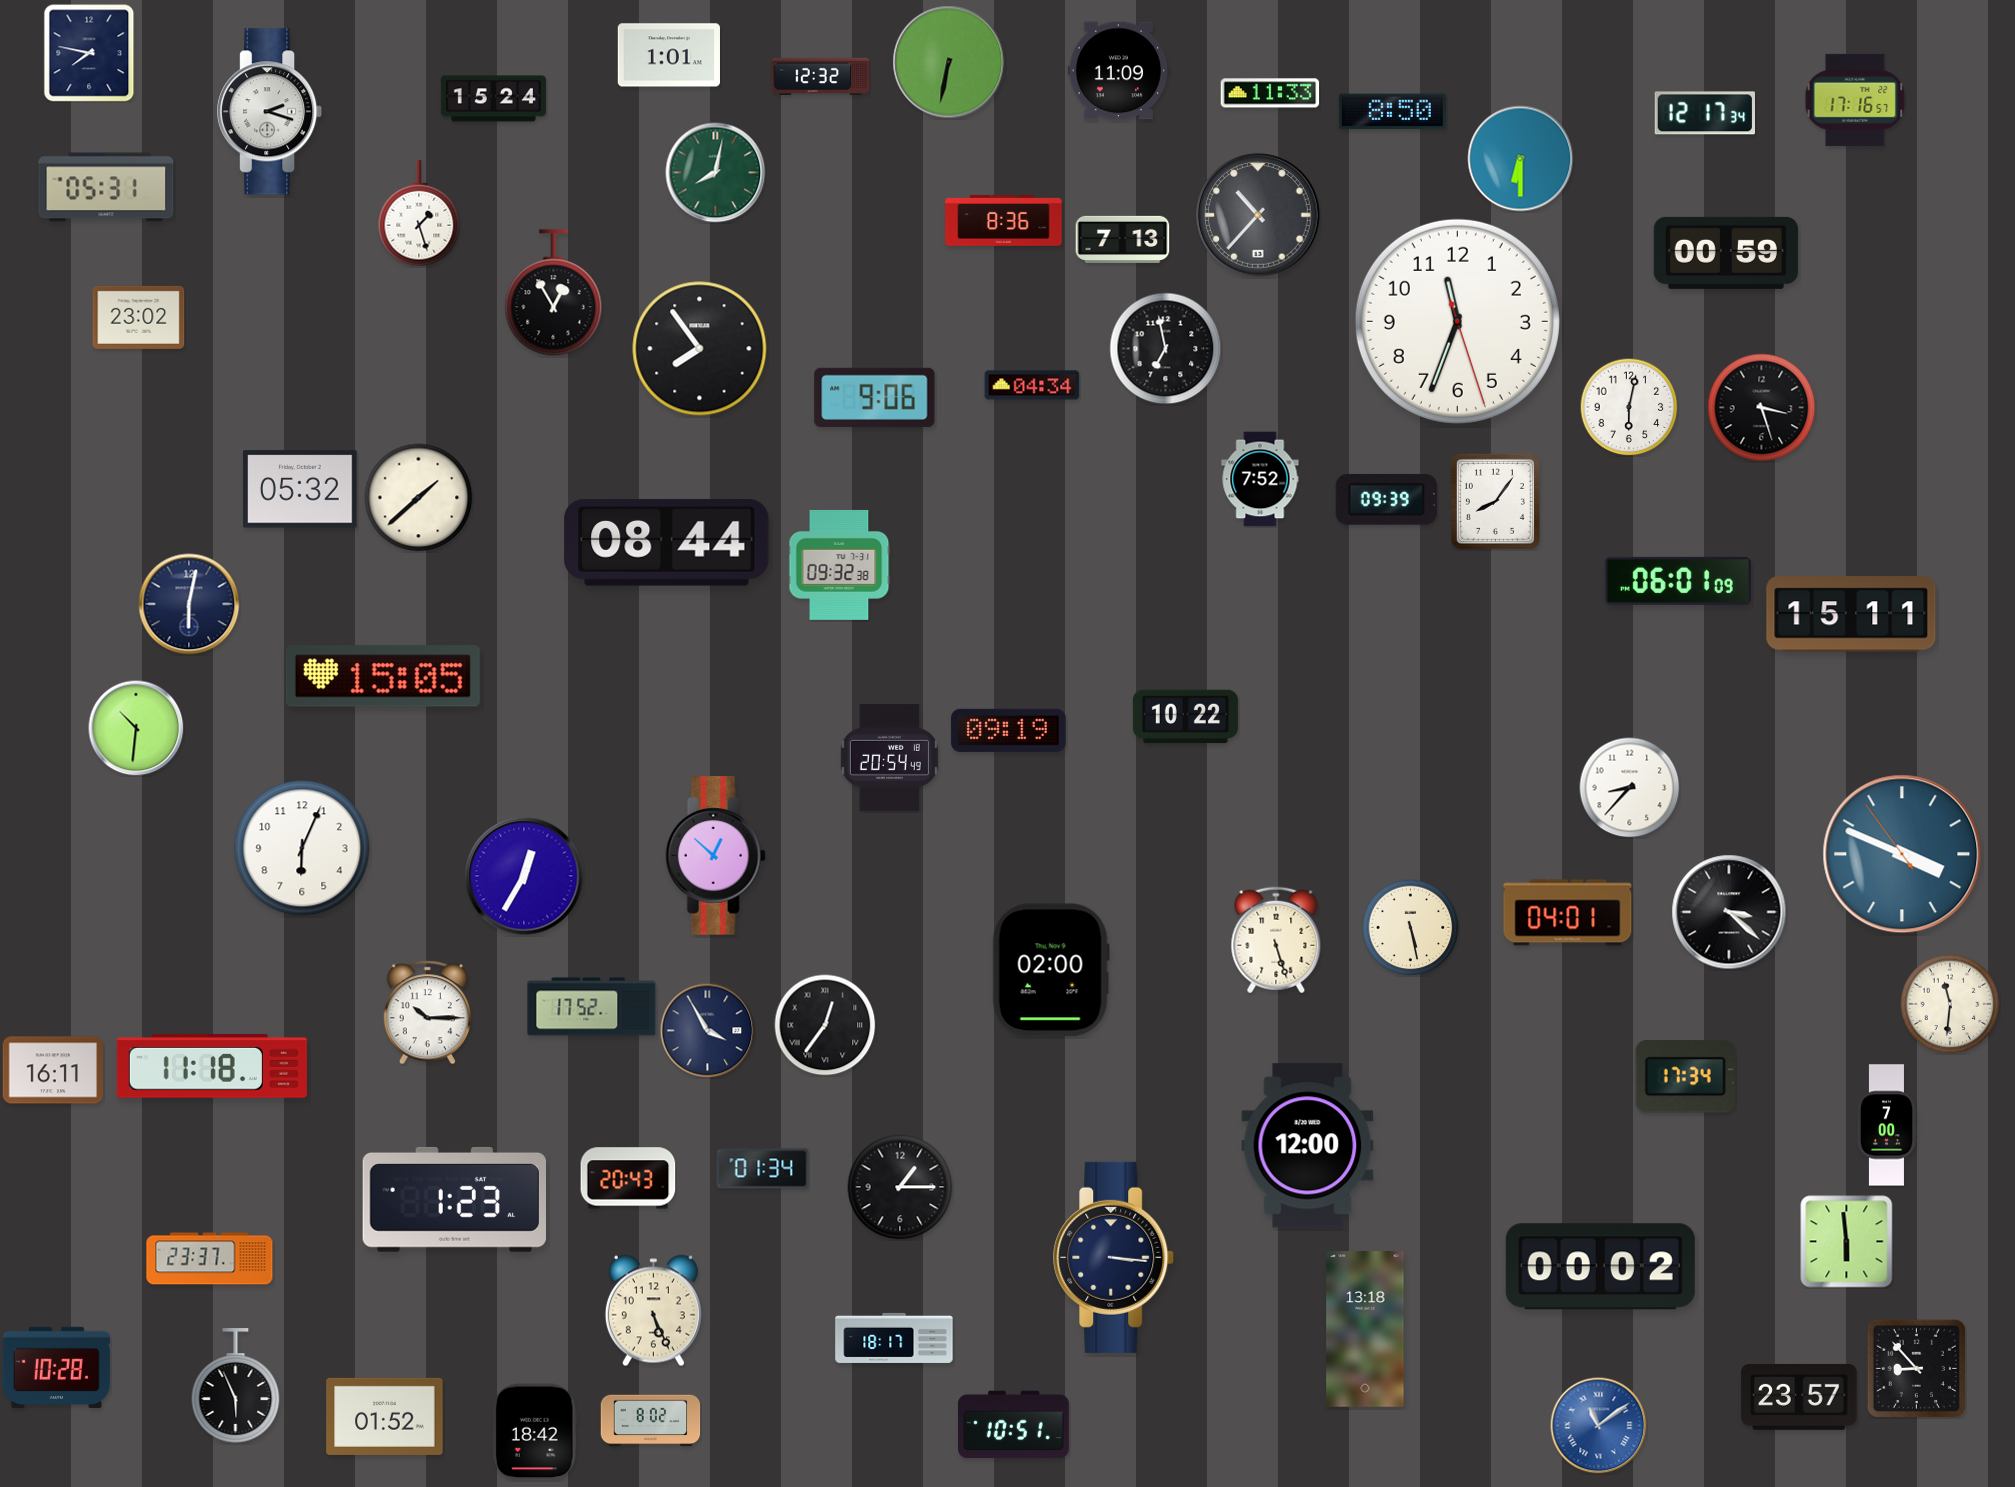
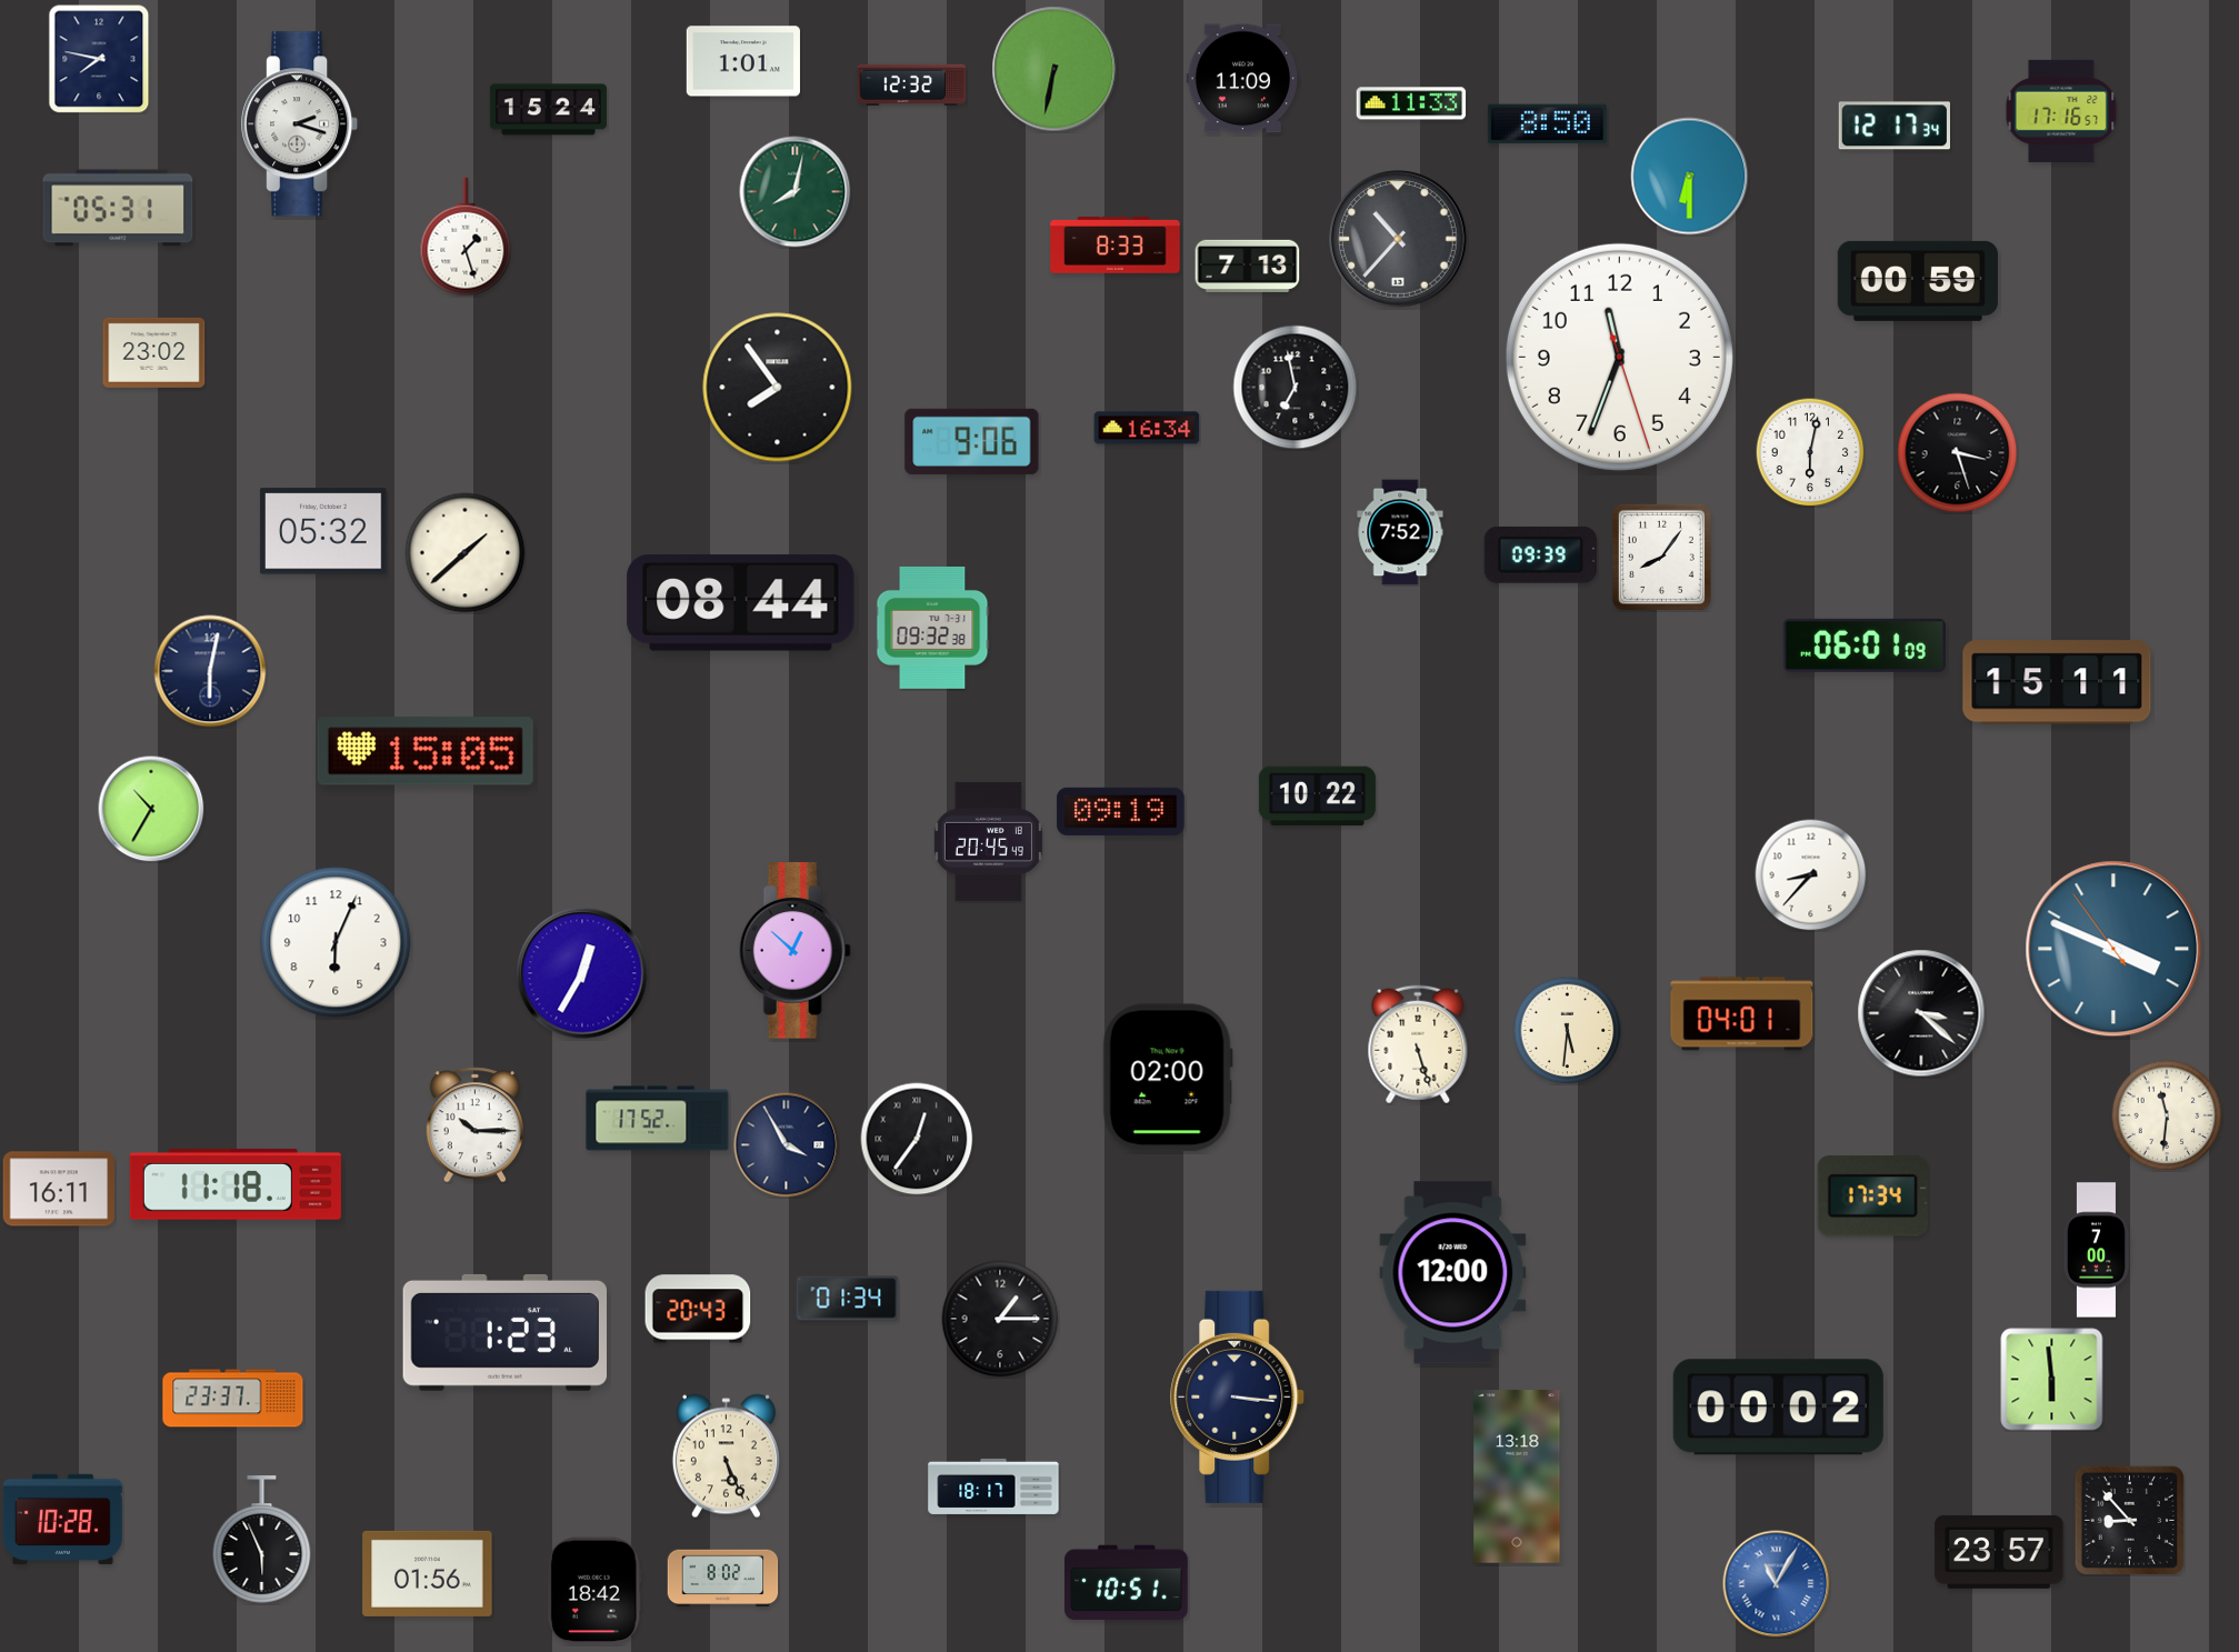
clock at (1004, 221): 8:36 -> 8:33
clock at (554, 293): 12:55 -> none
clock at (1032, 385): 04:34 -> 16:34
clock at (300, 489) position: (300, 489) -> (323, 531)
clock at (136, 728): 10:31 -> 10:35
clock at (889, 757): 20:54 -> 20:45
clock at (1410, 927): 5:28 -> 5:31
clock at (385, 1416): 01:52 -> 01:56
clock at (1599, 1426): 11:09 -> 11:05
